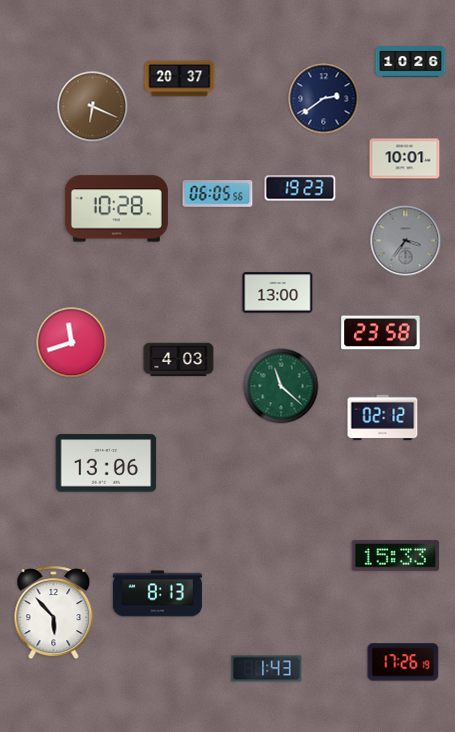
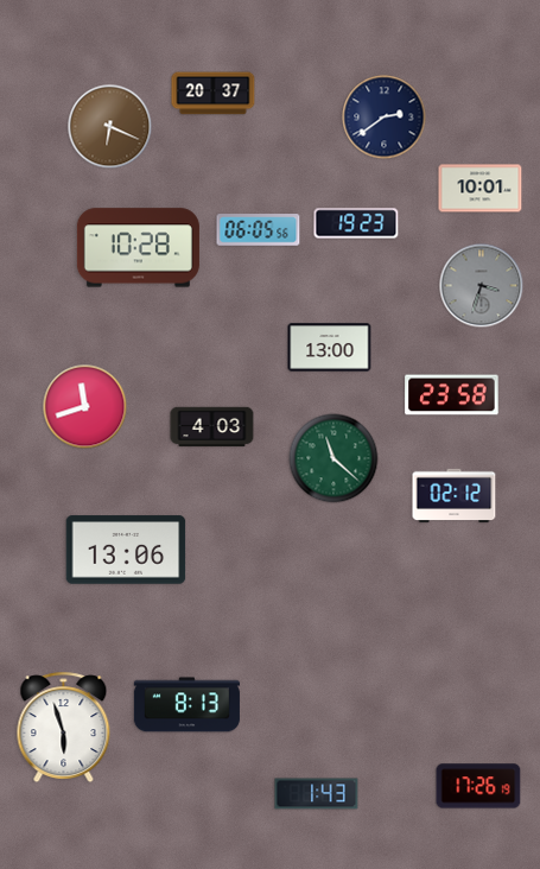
clock at (411, 62): 10:26 -> none
clock at (406, 241): 3:36 -> 3:33
clock at (396, 556): 15:33 -> none
clock at (54, 613): 5:53 -> 5:57
